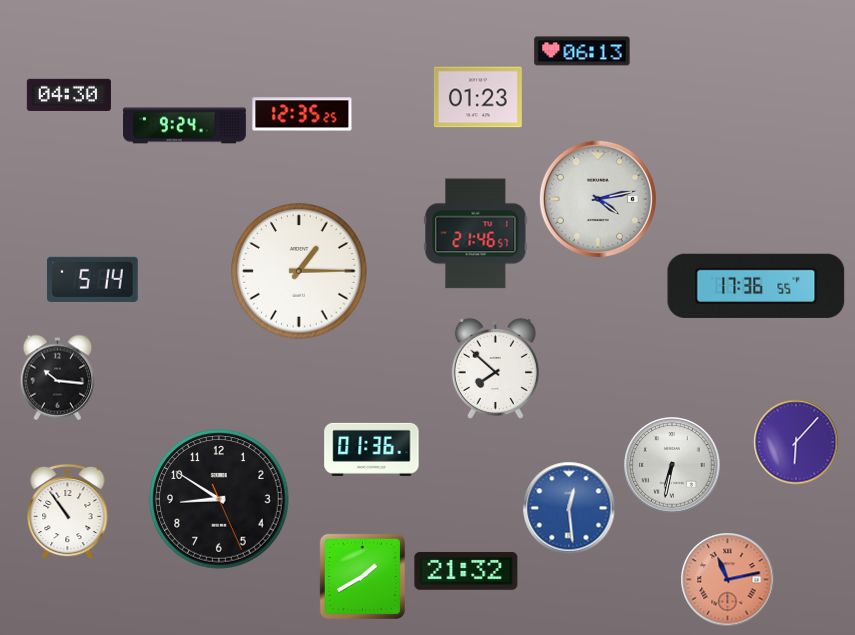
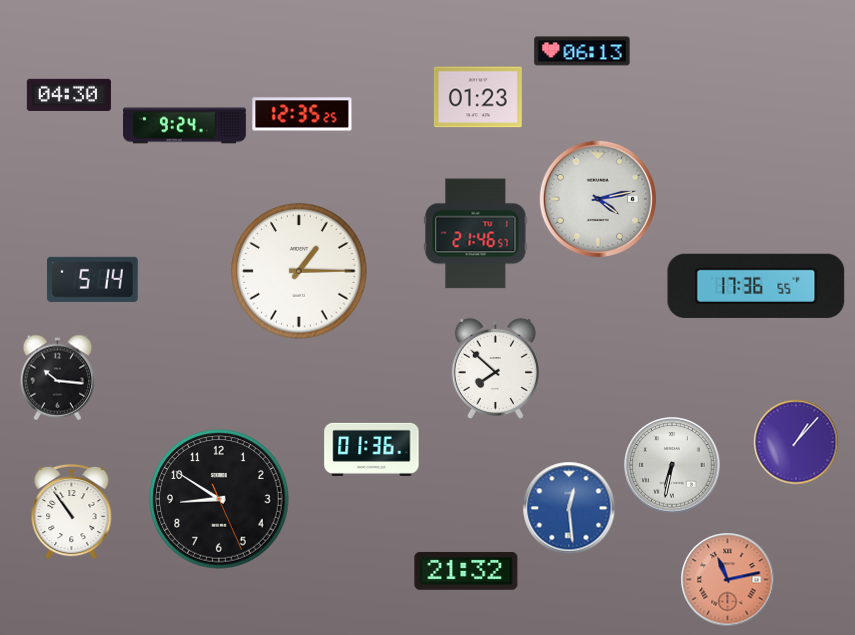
clock at (796, 442): 6:07 -> 1:07
clock at (68, 512) position: (68, 512) -> (72, 512)
clock at (362, 576): 1:40 -> none
